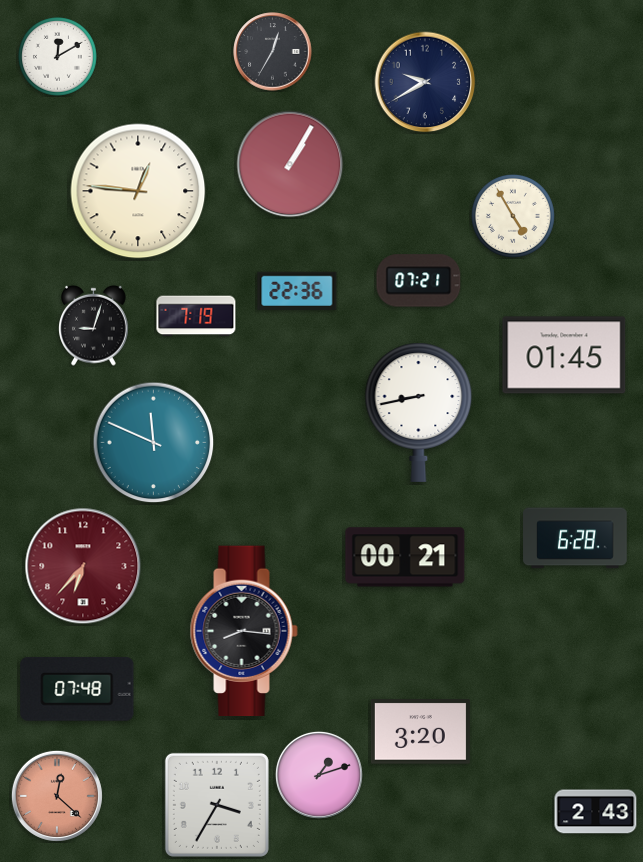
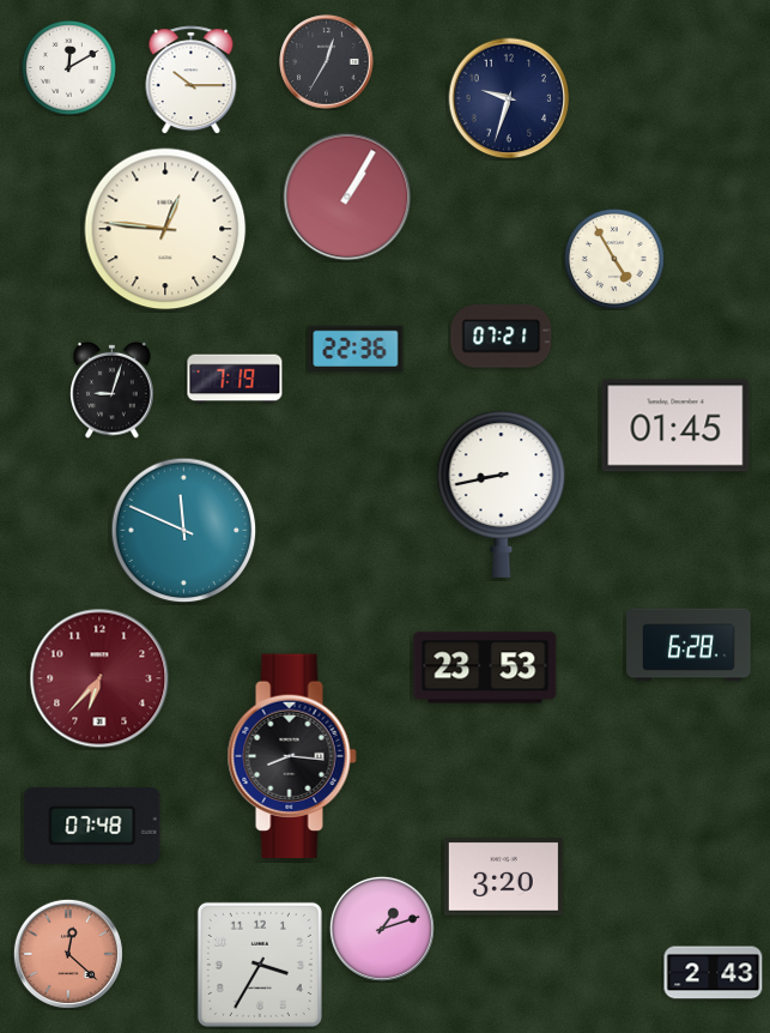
clock at (192, 80): none -> 10:15
clock at (425, 82): 9:40 -> 9:33
clock at (405, 557): 00:21 -> 23:53
